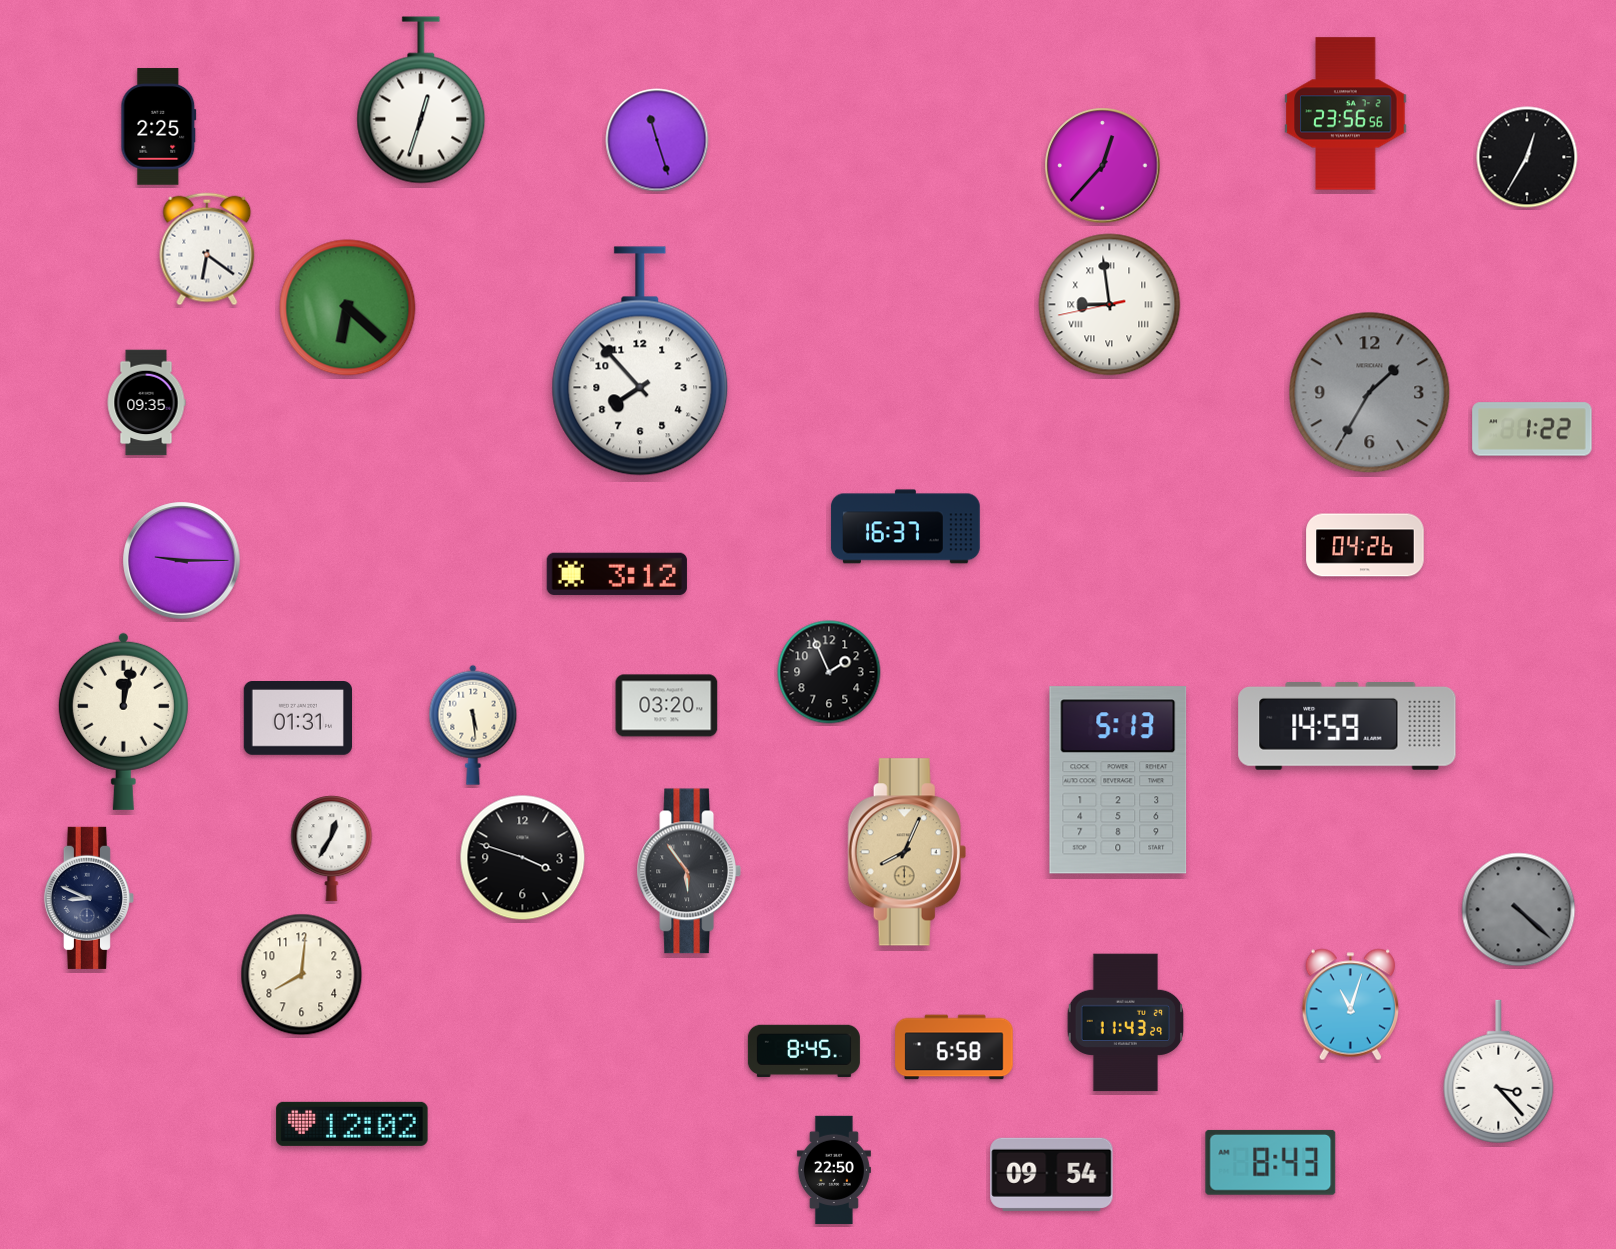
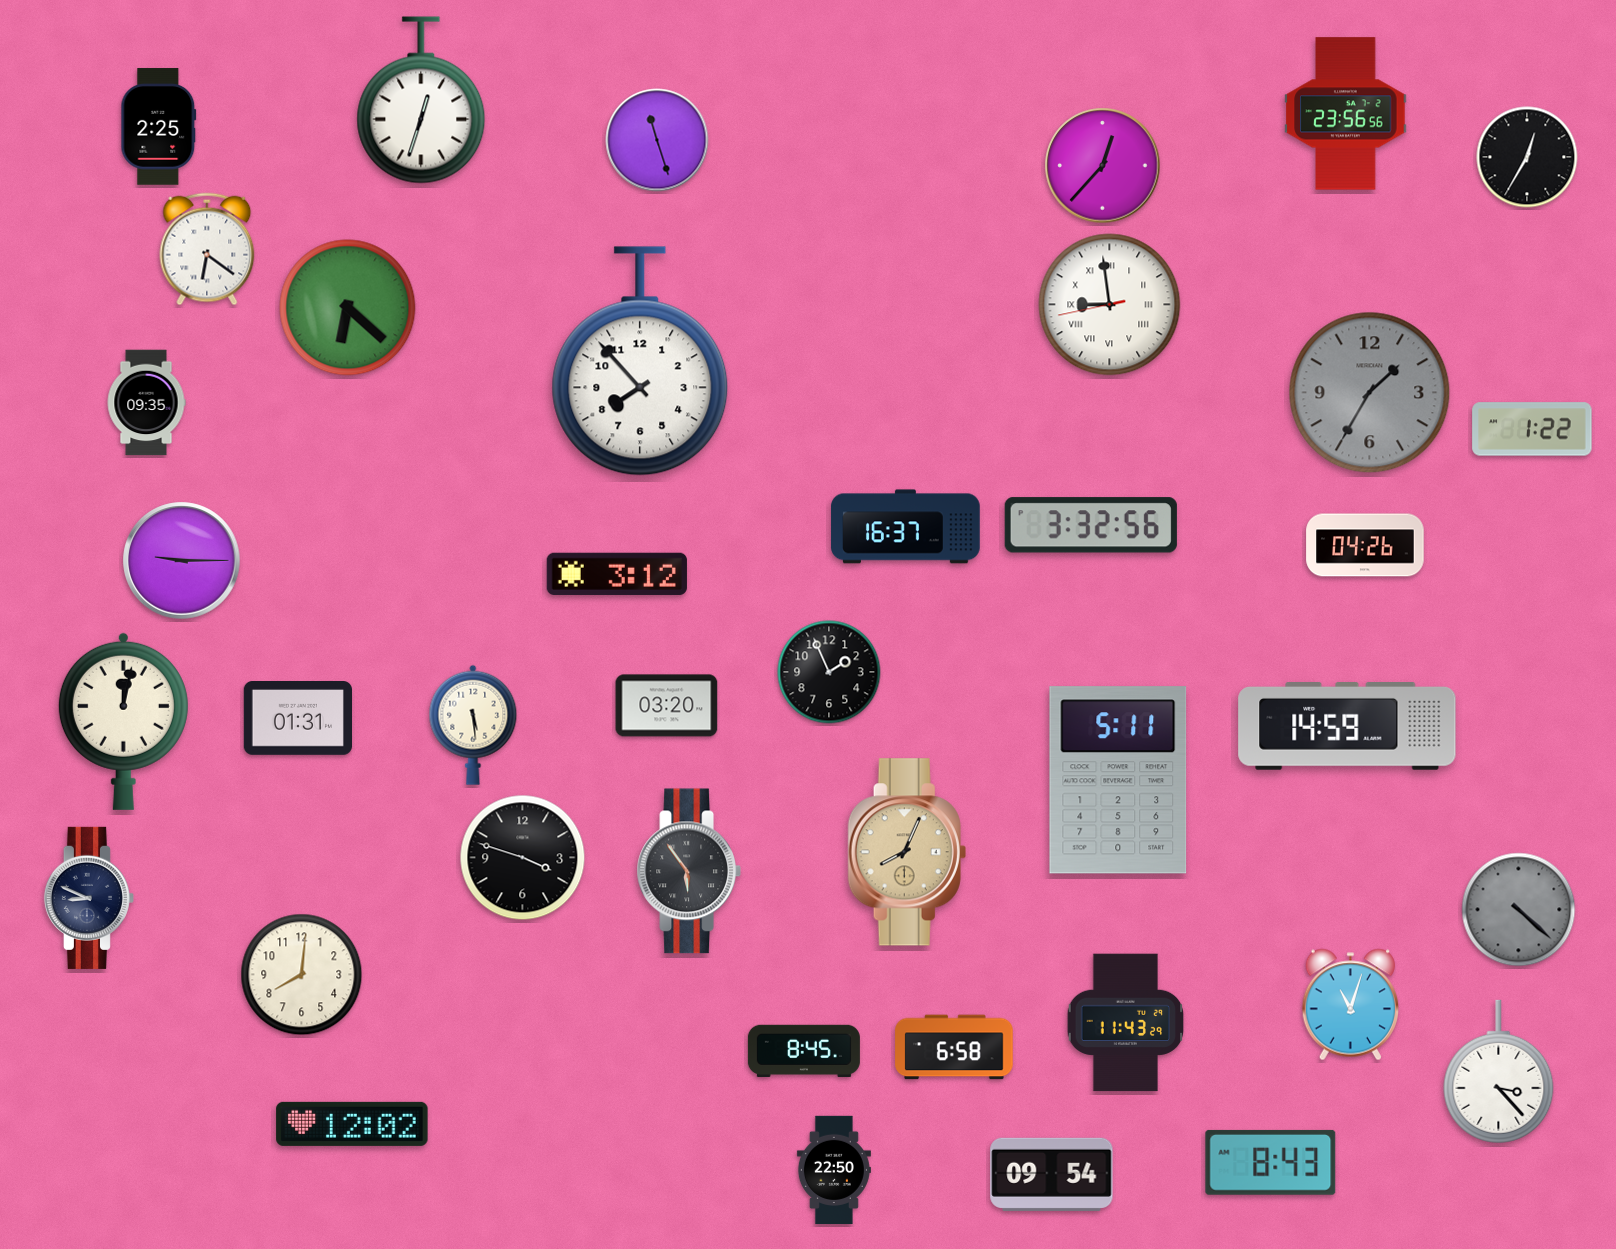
clock at (1091, 525): none -> 3:32
clock at (1118, 780): 5:13 -> 5:11
clock at (332, 849): 12:35 -> none
